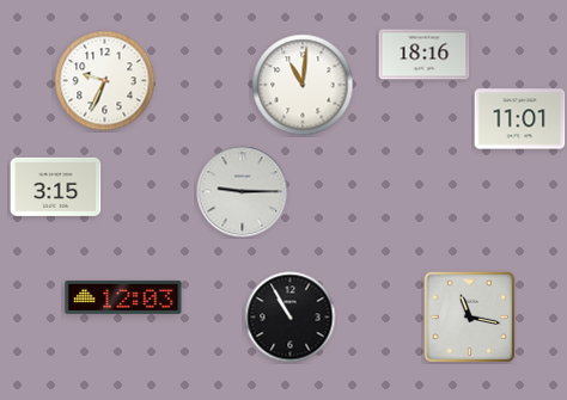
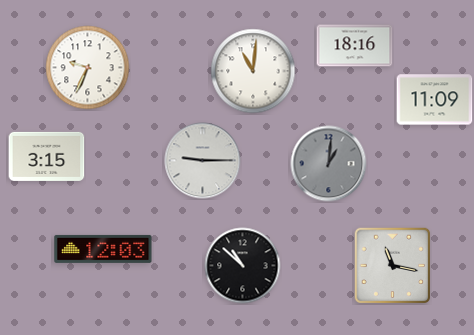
clock at (520, 119): 11:01 -> 11:09
clock at (329, 164): none -> 1:01
clock at (291, 318): 10:55 -> 10:52
